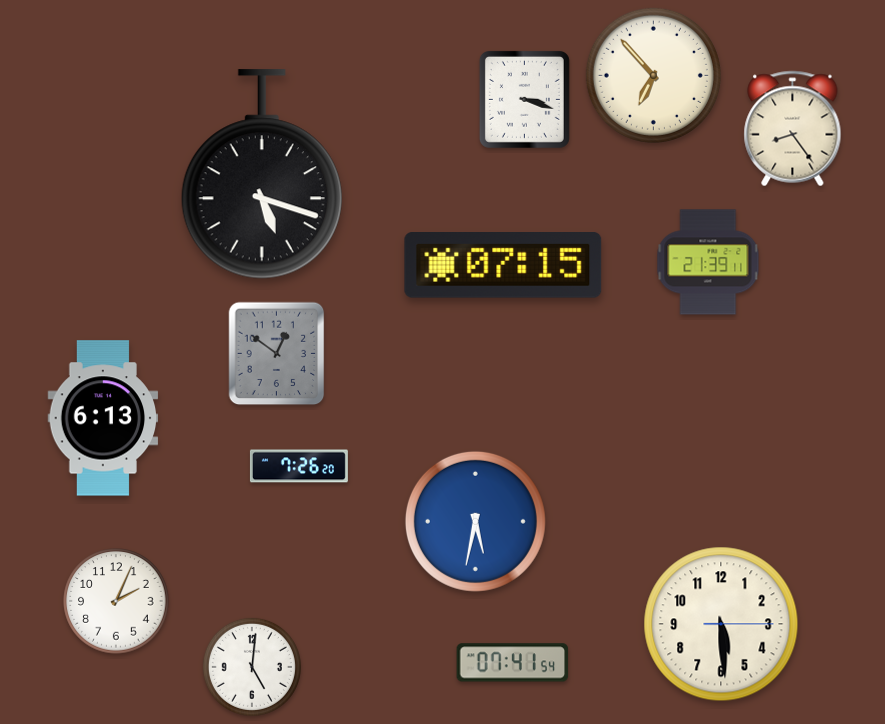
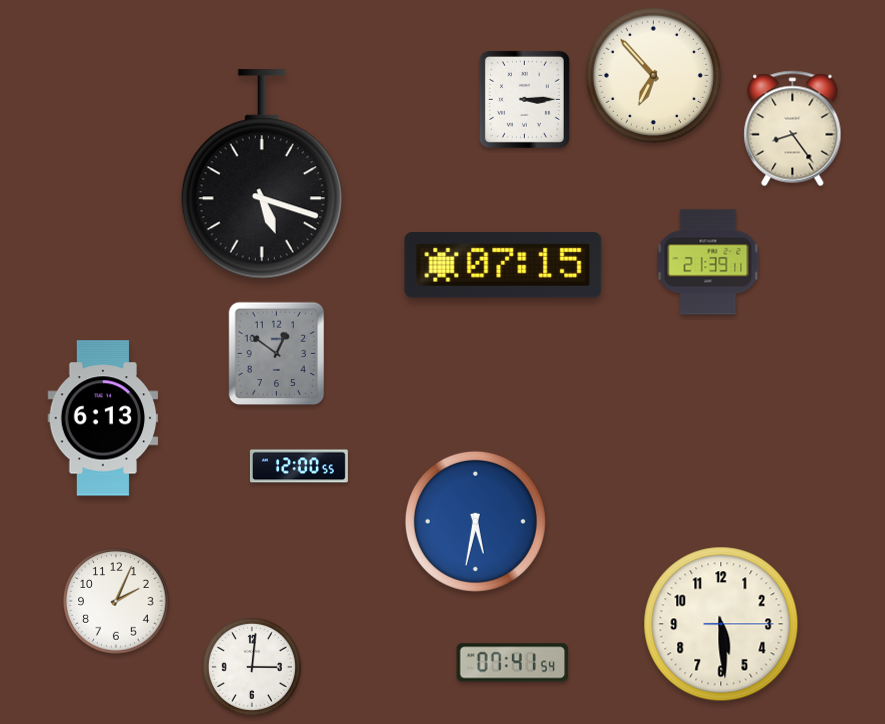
clock at (524, 99): 3:18 -> 3:15
clock at (299, 466): 7:26 -> 12:00
clock at (252, 667): 5:01 -> 3:01
